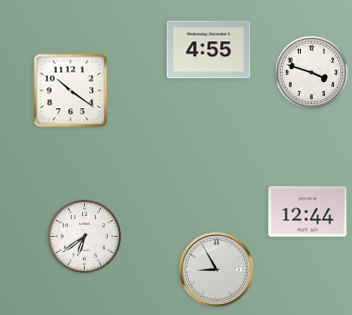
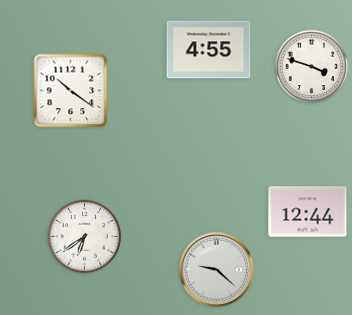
clock at (312, 73) position: (312, 73) -> (312, 67)
clock at (216, 269): 8:55 -> 9:22
